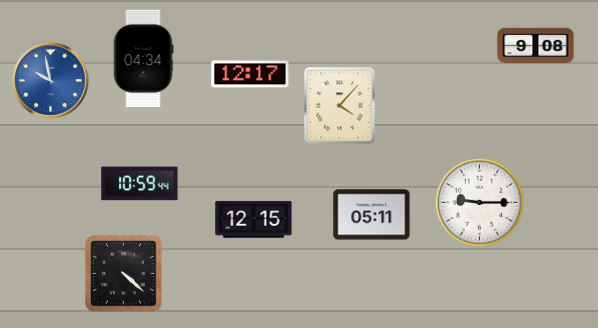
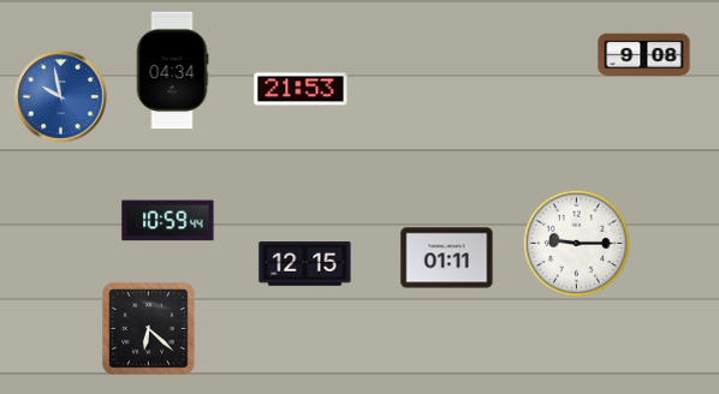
clock at (250, 74): 12:17 -> 21:53
clock at (340, 105): 4:07 -> none
clock at (372, 215): 05:11 -> 01:11
clock at (124, 274): 4:22 -> 6:22
